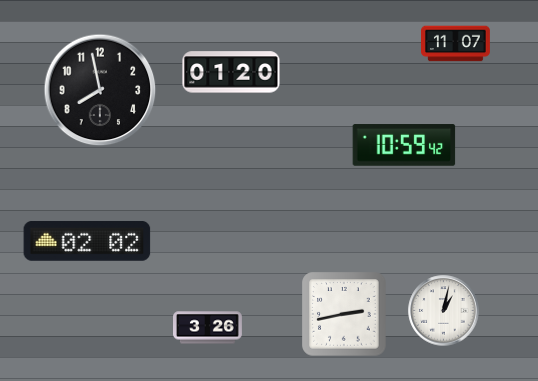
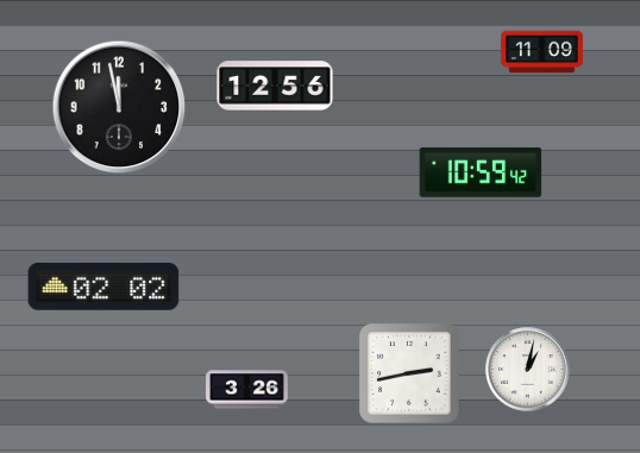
clock at (456, 44): 11:07 -> 11:09
clock at (231, 72): 01:20 -> 12:56
clock at (100, 90): 7:58 -> 11:58
